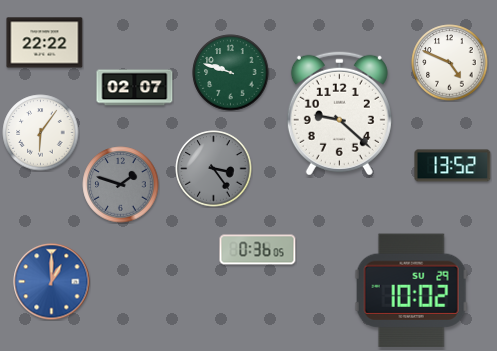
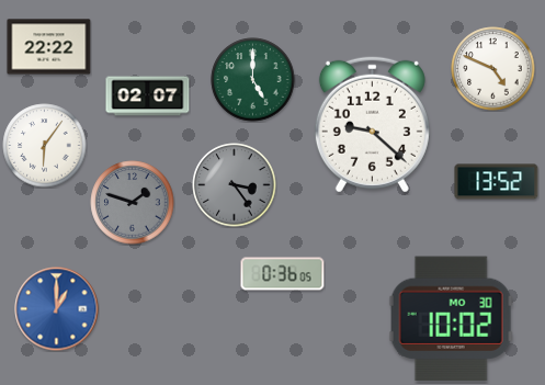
clock at (231, 73): 9:48 -> 5:00
clock at (411, 290) date: SU 29 -> MO 30
